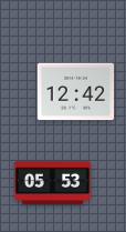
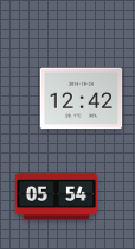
clock at (53, 182): 05:53 -> 05:54
